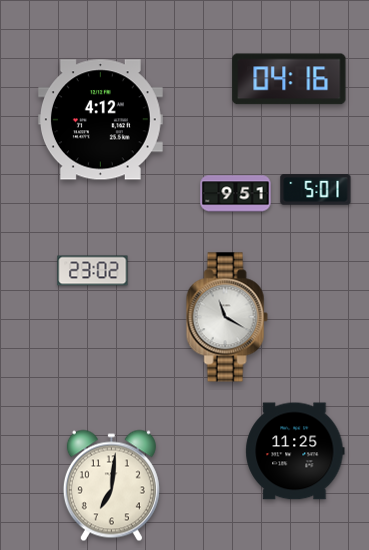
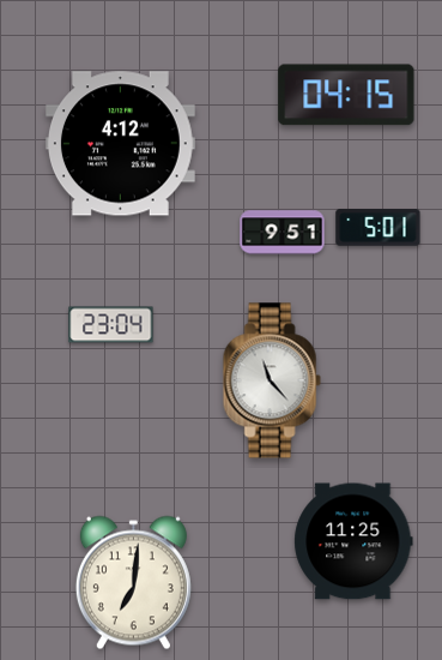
clock at (289, 79): 04:16 -> 04:15
clock at (93, 271): 23:02 -> 23:04
clock at (227, 317): 11:20 -> 11:23
